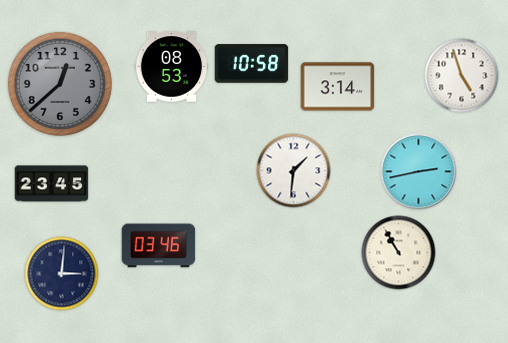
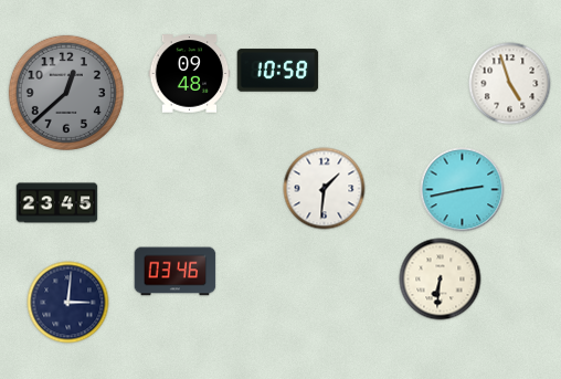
clock at (172, 67): 08:53 -> 09:48
clock at (338, 87): 3:14 -> none
clock at (399, 253): 10:55 -> 6:31
